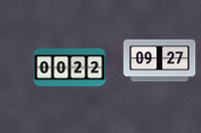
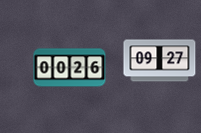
clock at (70, 68): 00:22 -> 00:26
